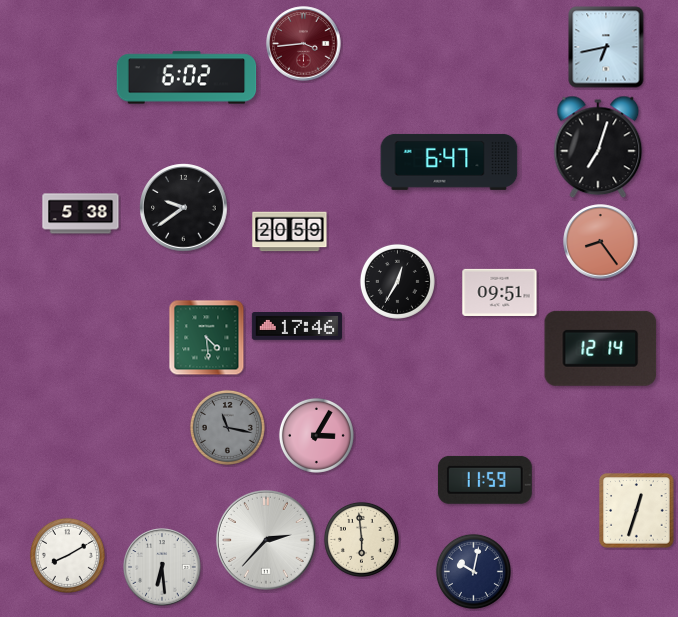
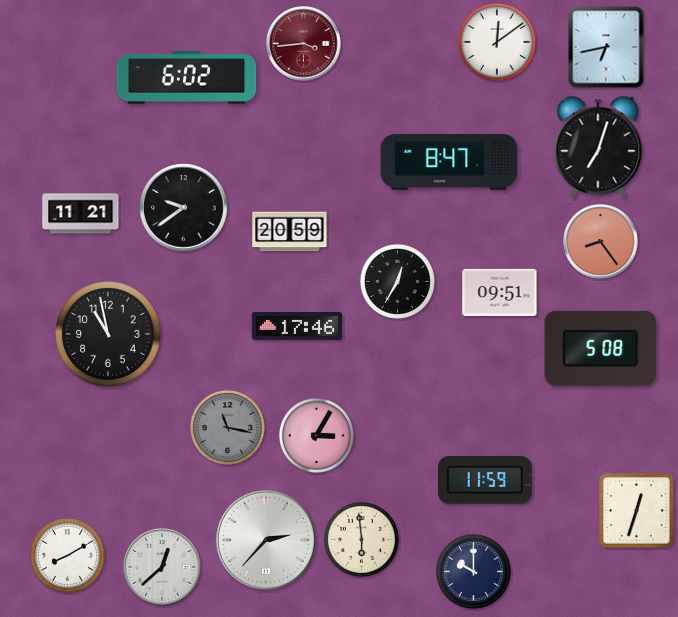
clock at (497, 42): none -> 12:09
clock at (449, 162): 6:47 -> 8:47
clock at (81, 214): 5:38 -> 11:21
clock at (108, 334): none -> 10:58
clock at (207, 338): 4:29 -> none
clock at (601, 348): 12:14 -> 5:08
clock at (162, 567): 6:29 -> 12:38
clock at (473, 571): 10:02 -> 10:00
